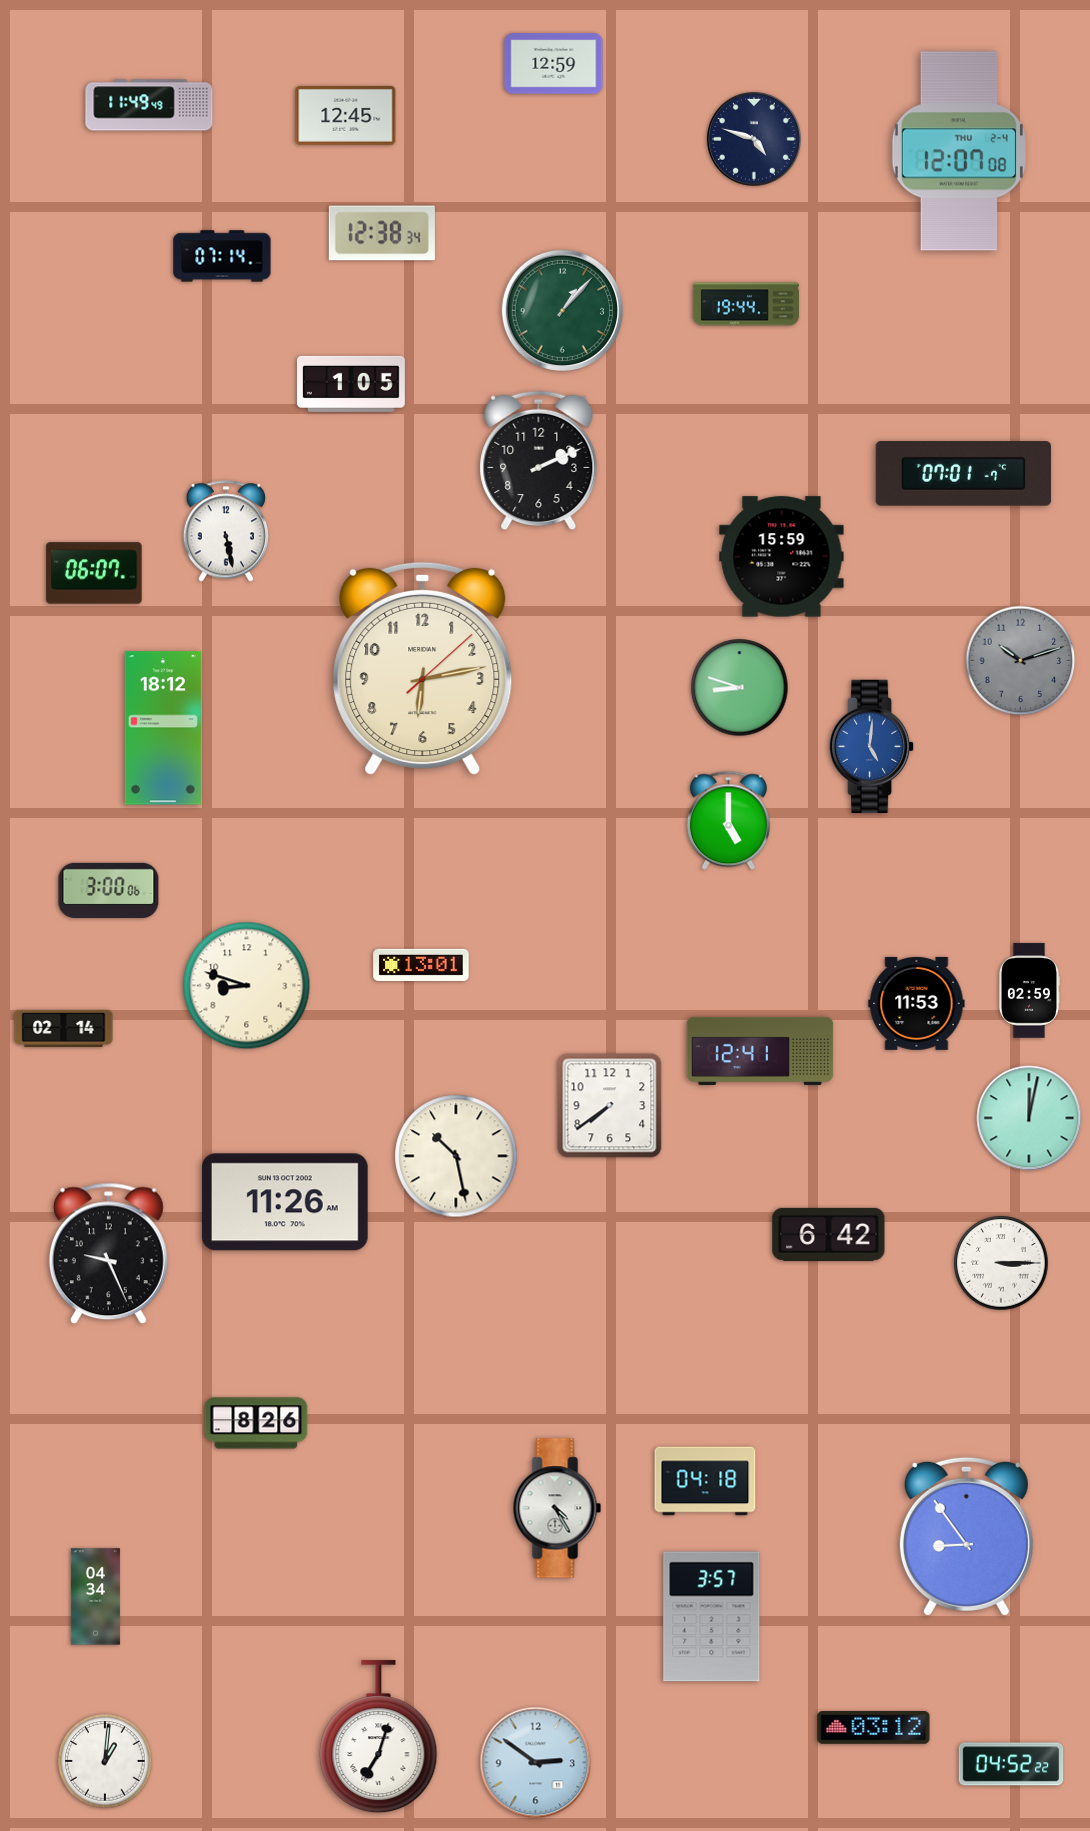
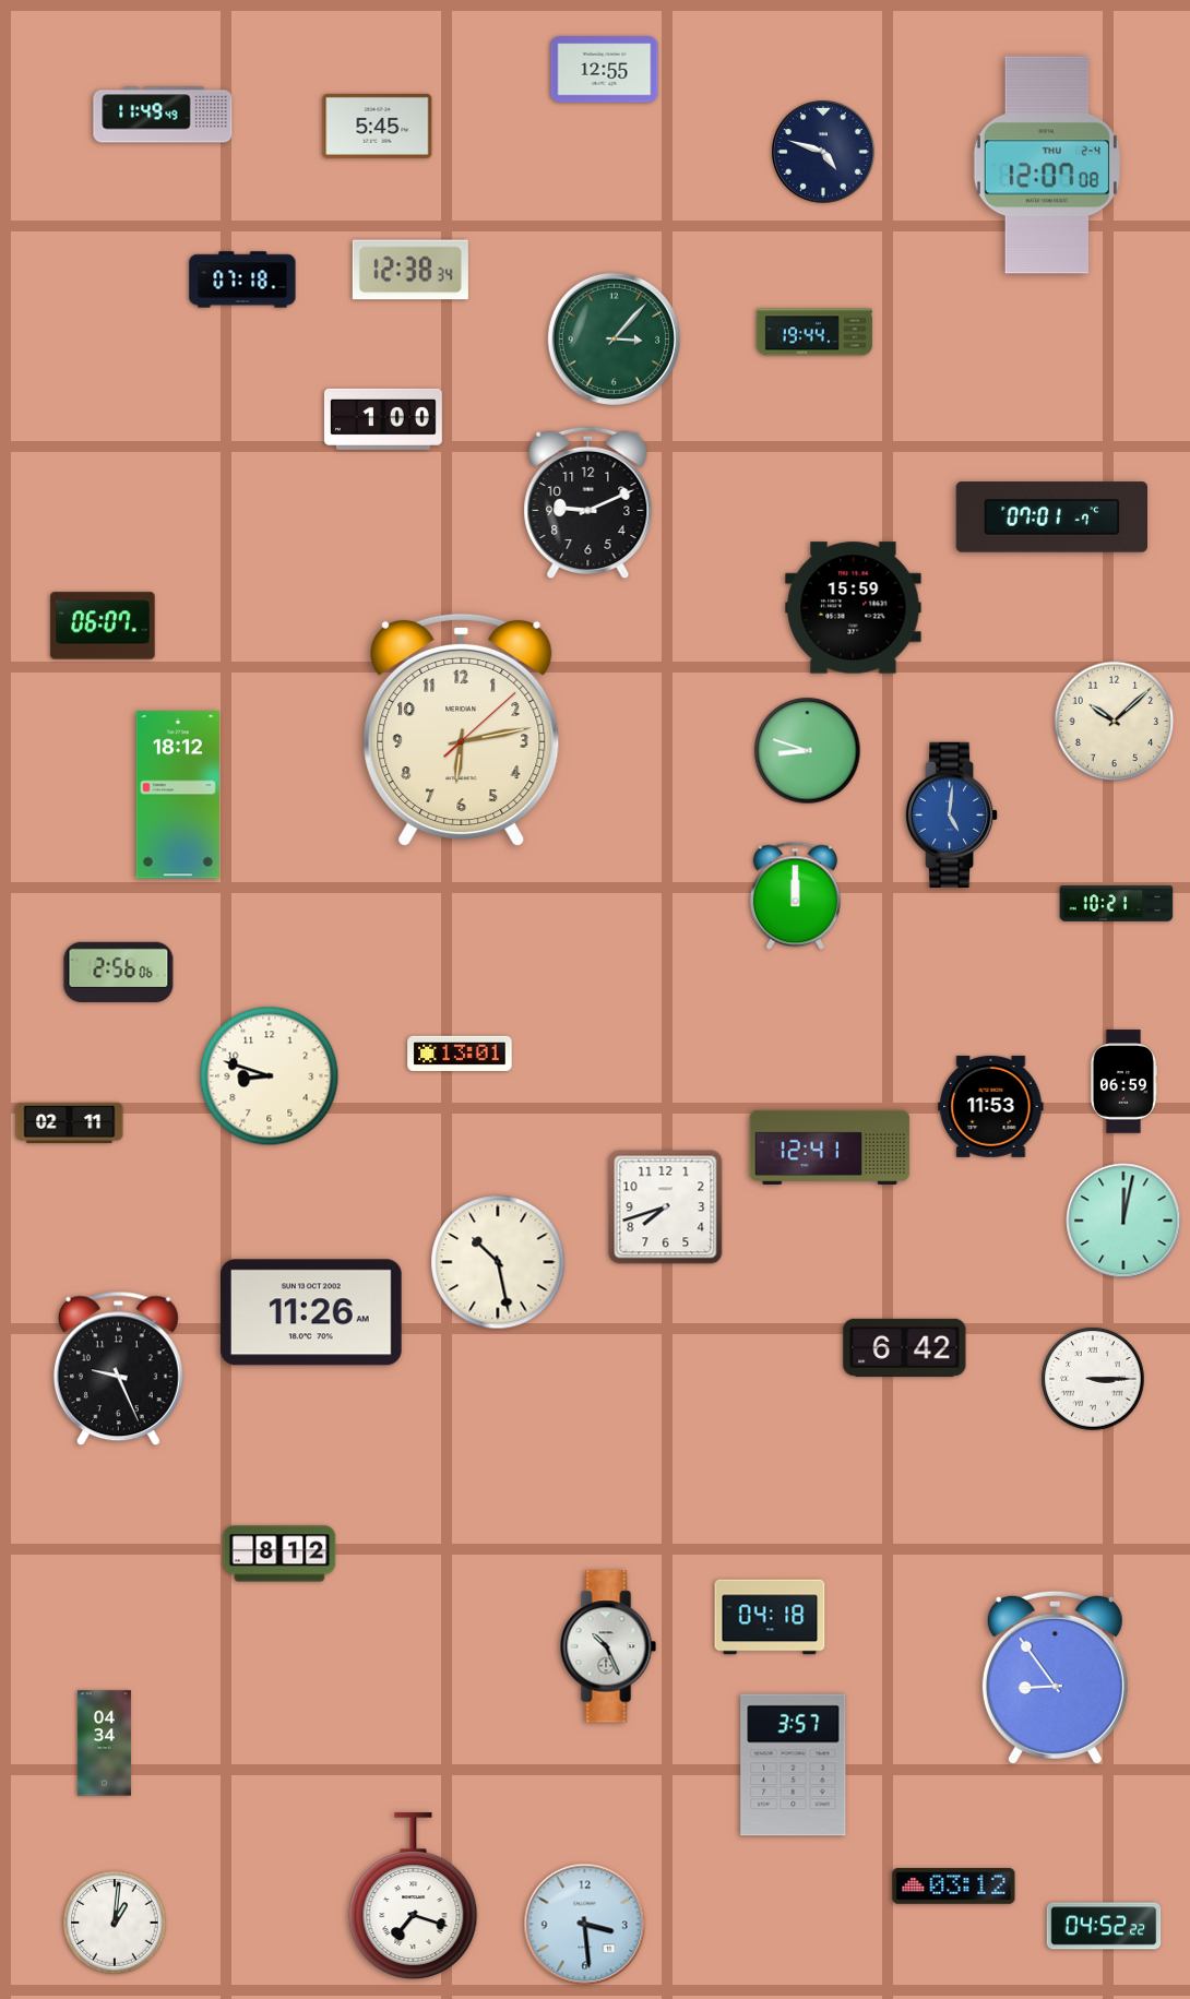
clock at (554, 64): 12:59 -> 12:55
clock at (346, 115): 12:45 -> 5:45
clock at (382, 233) position: (382, 233) -> (410, 270)
clock at (222, 256): 07:14 -> 07:18
clock at (562, 310): 1:07 -> 3:07
clock at (351, 384): 1:05 -> 1:00
clock at (539, 461): 2:11 -> 9:11
clock at (225, 531): 5:28 -> none
clock at (1021, 661): 10:12 -> 10:08
clock at (1021, 661) dial: grey -> cream
clock at (728, 821): 5:00 -> 12:00
clock at (1117, 904): none -> 10:21
clock at (109, 890): 3:00 -> 2:56
clock at (1029, 991): 02:59 -> 06:59
clock at (917, 1003) position: (917, 1003) -> (991, 1106)
clock at (64, 1028): 02:14 -> 02:11
clock at (610, 1106): 7:39 -> 7:42
clock at (256, 1423): 8:26 -> 8:12
clock at (557, 1508): 4:25 -> 10:26
clock at (712, 1617) position: (712, 1617) -> (794, 1765)
clock at (379, 1737): 7:03 -> 7:18
clock at (536, 1763): 2:51 -> 3:29
